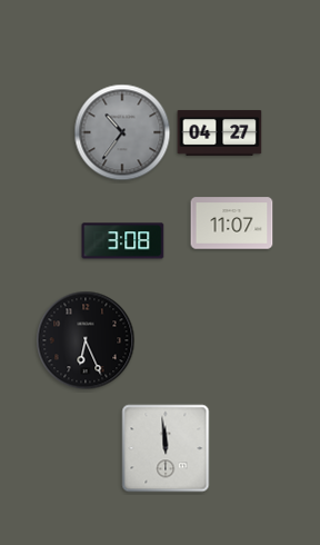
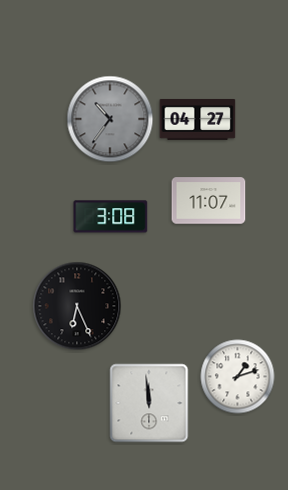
clock at (238, 377): none -> 1:12
